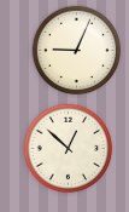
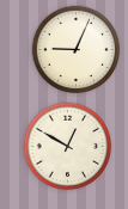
clock at (69, 149): 12:52 -> 12:50
